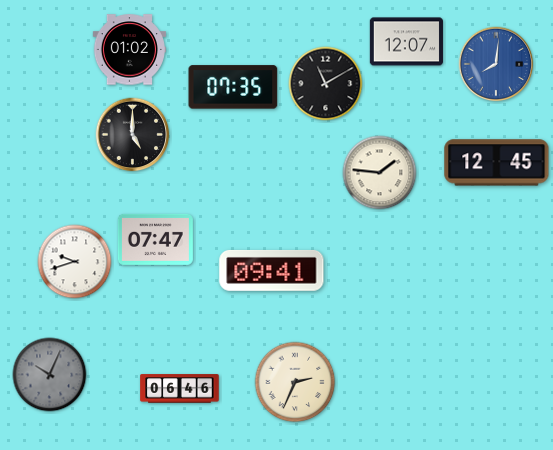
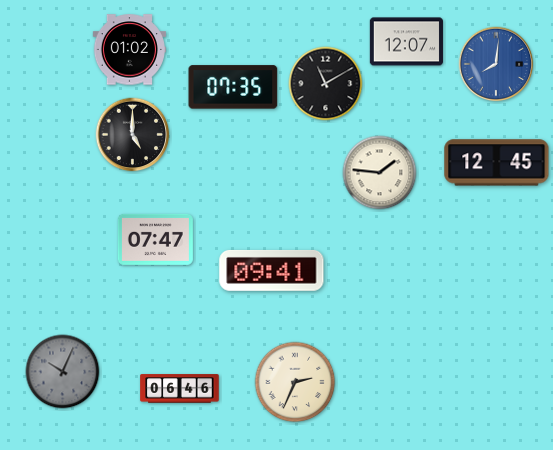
clock at (75, 262): 9:42 -> none
clock at (50, 375) position: (50, 375) -> (63, 372)
